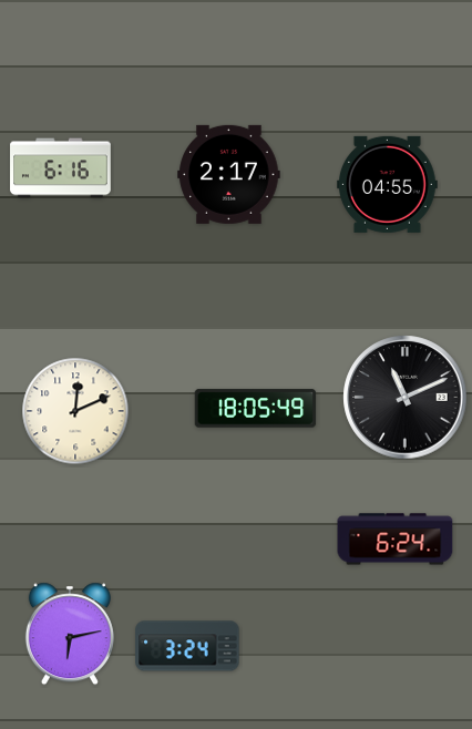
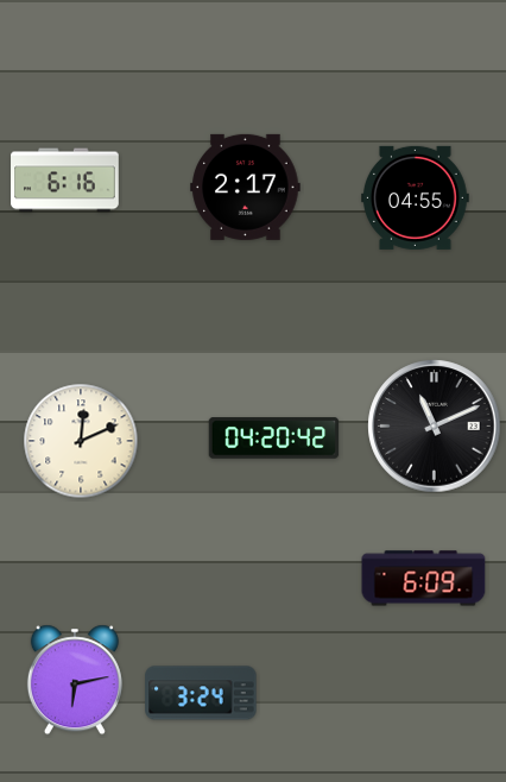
clock at (256, 409): 18:05 -> 04:20
clock at (396, 540): 6:24 -> 6:09
